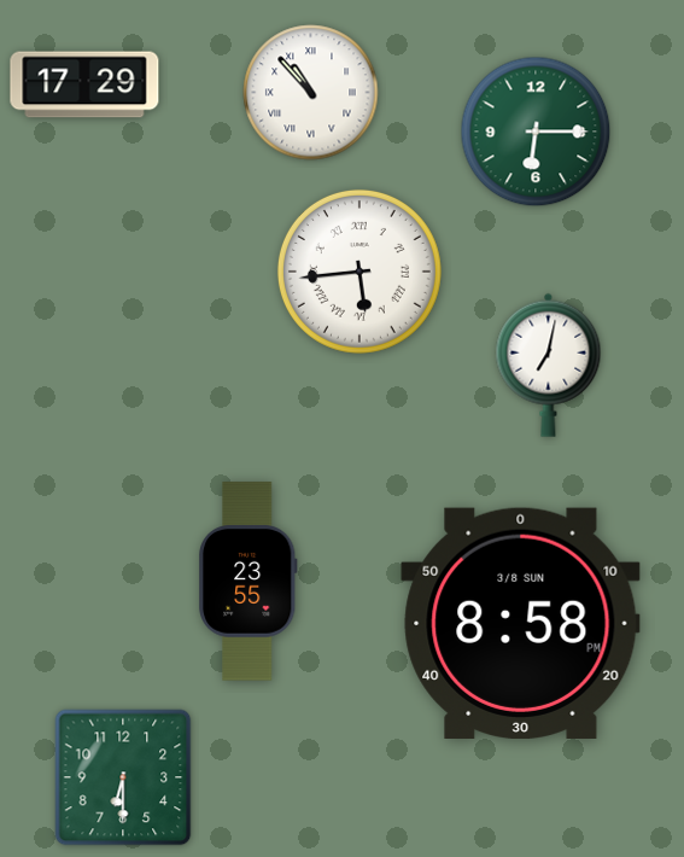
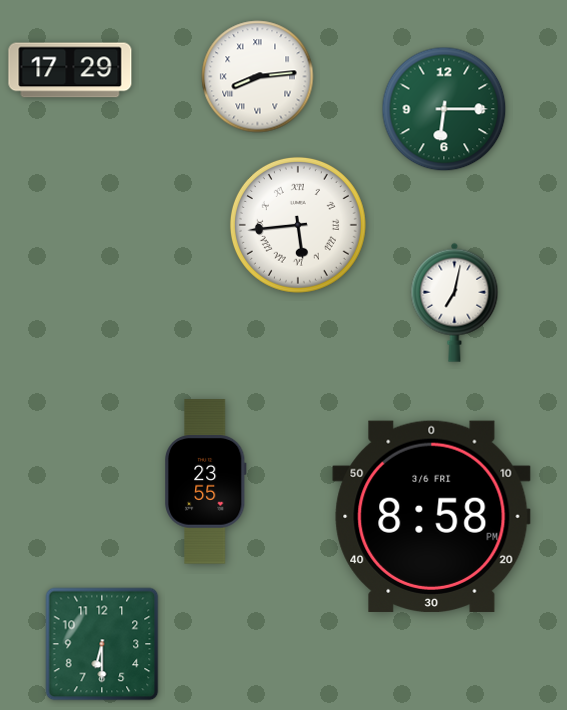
clock at (311, 93): 10:53 -> 8:14
clock at (521, 623) date: 3/8 SUN -> 3/6 FRI
